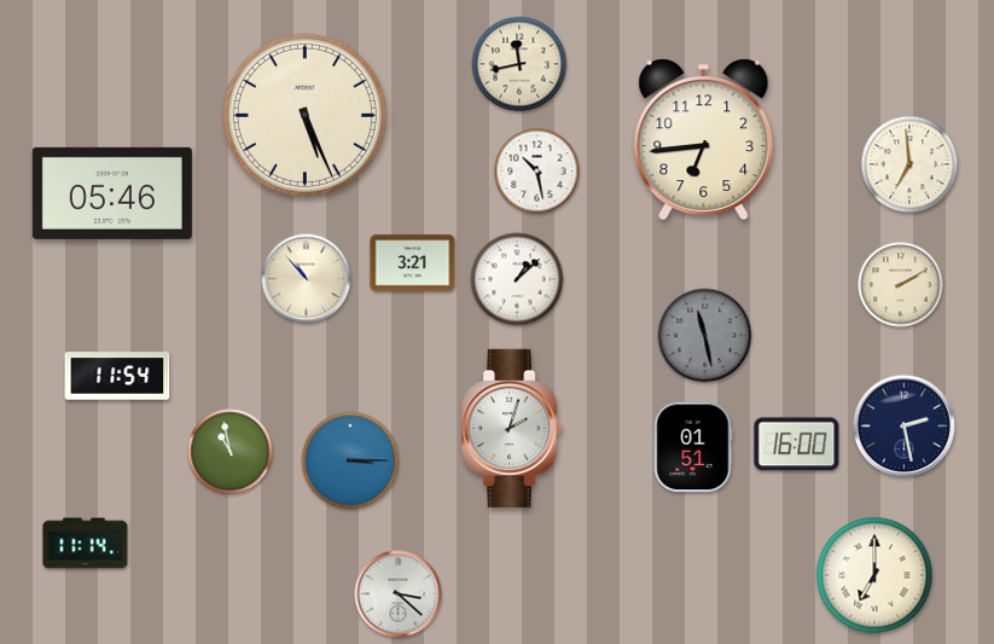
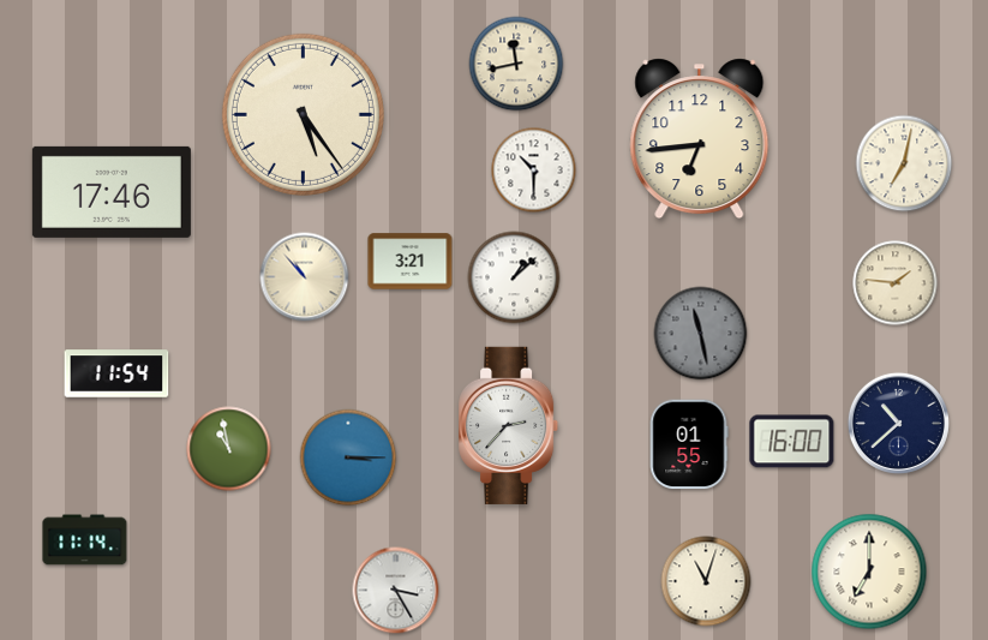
clock at (304, 115): 5:26 -> 5:24
clock at (909, 164): 6:59 -> 7:02
clock at (537, 172): 10:28 -> 10:30
clock at (112, 193): 05:46 -> 17:46
clock at (901, 285): 2:10 -> 1:46
clock at (903, 425): 2:28 -> 10:38
clock at (512, 428): 2:03 -> 2:37
clock at (693, 447): 01:51 -> 01:55
clock at (706, 581): none -> 11:03
clock at (399, 594): 3:22 -> 3:25
